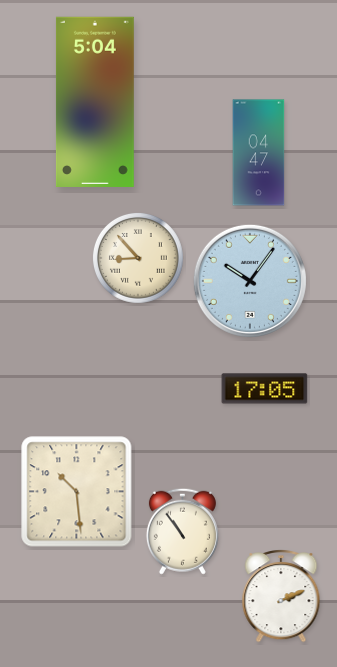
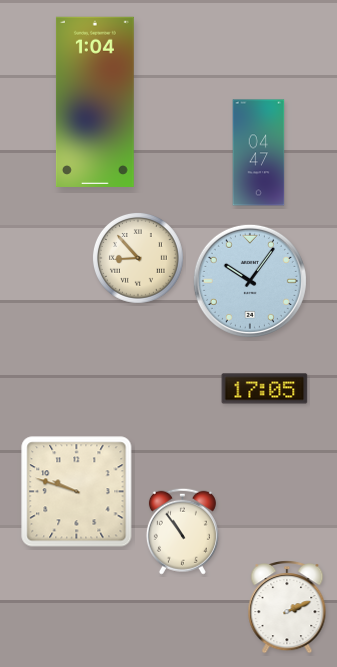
clock at (95, 102): 5:04 -> 1:04
clock at (77, 492): 10:29 -> 9:48
clock at (281, 596) position: (281, 596) -> (287, 607)
